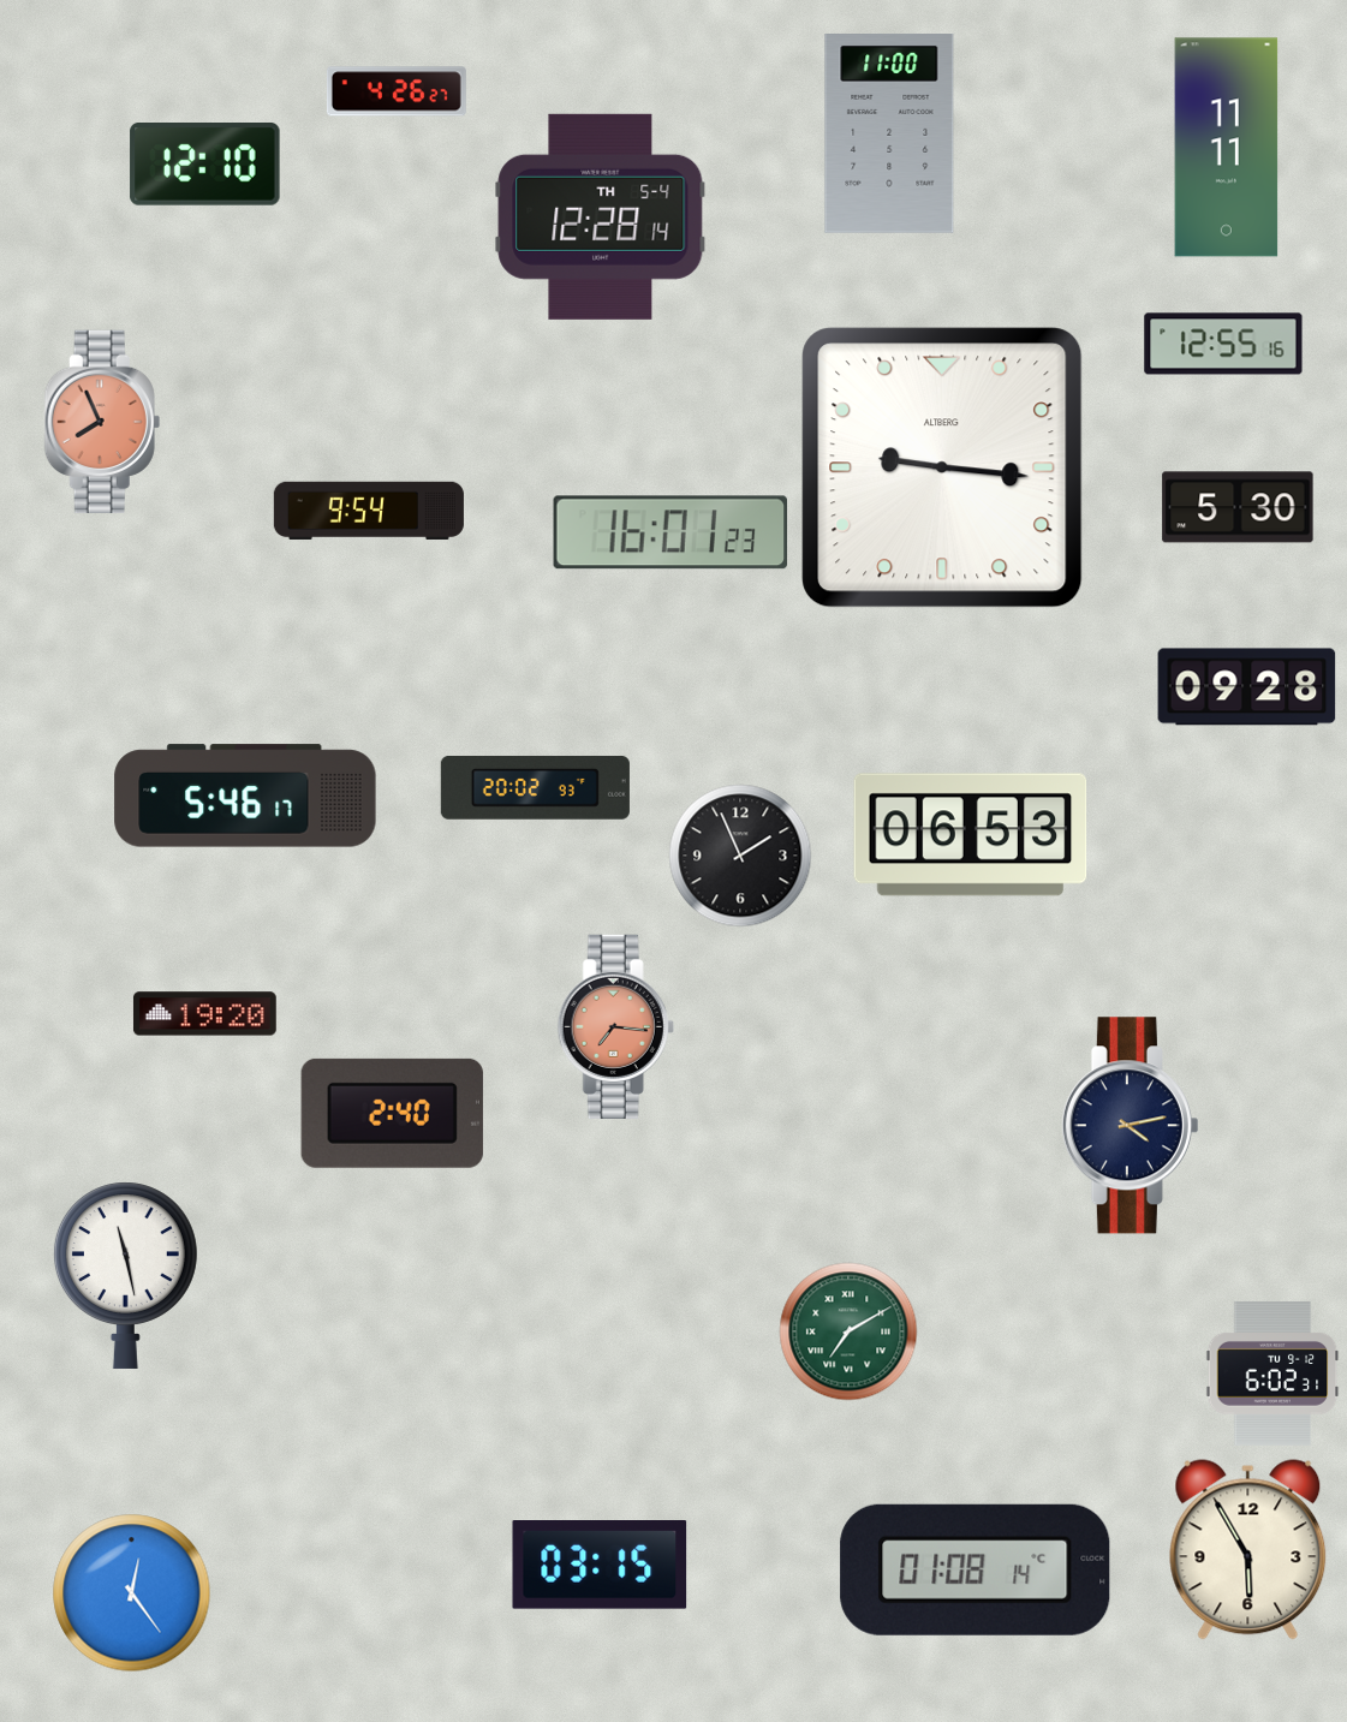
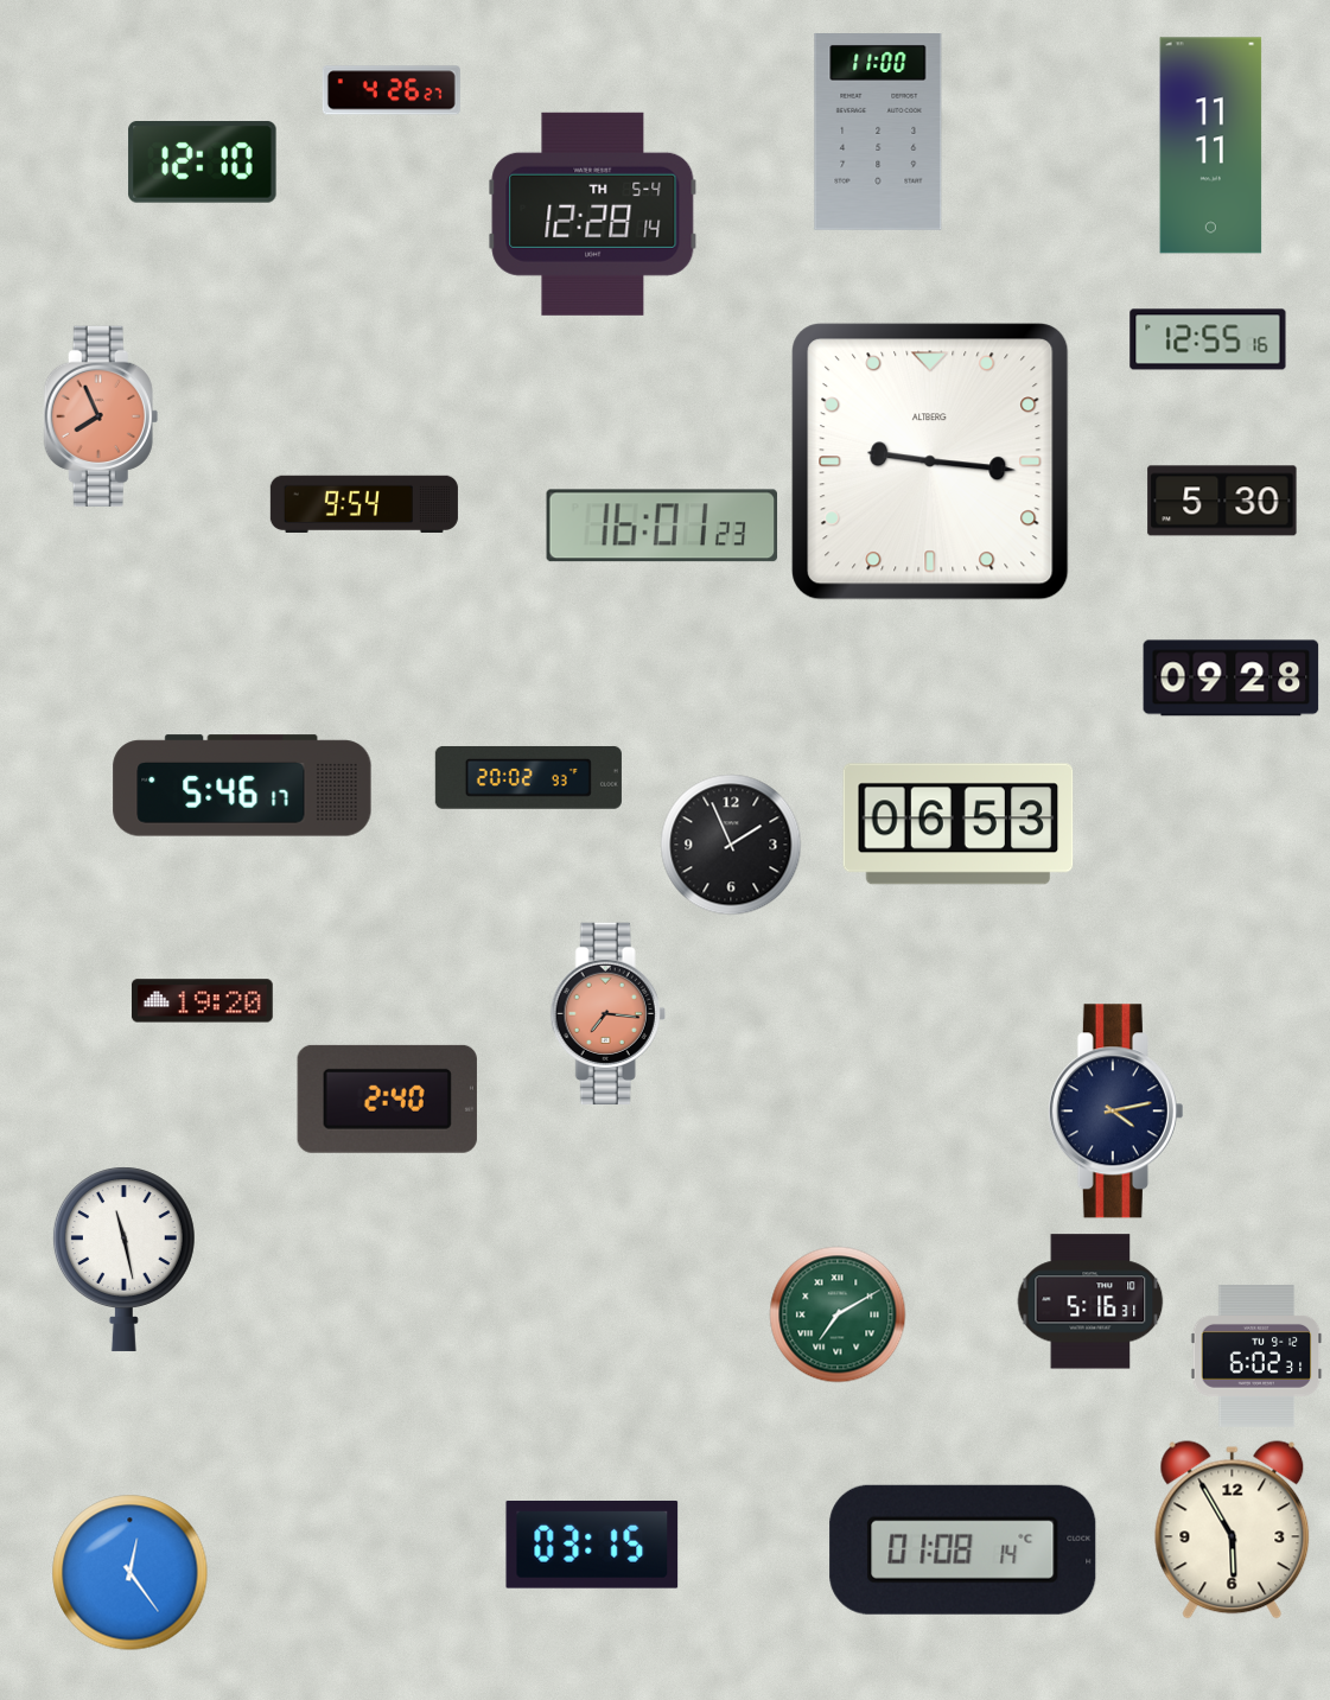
clock at (1090, 1301): none -> 5:16
